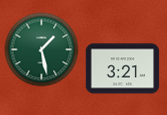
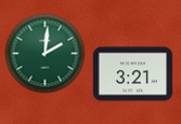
clock at (42, 50): 1:28 -> 2:01
